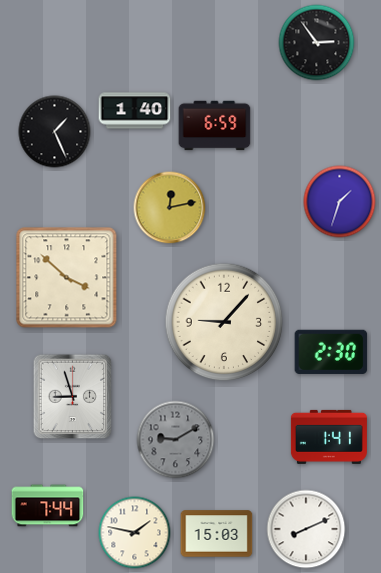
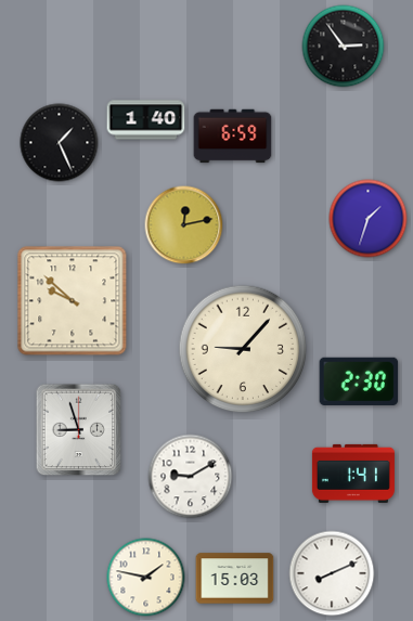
clock at (67, 278): 3:52 -> 9:52
clock at (329, 437) position: (329, 437) -> (353, 474)
clock at (176, 440) dial: grey -> white
clock at (48, 506): 7:44 -> none
